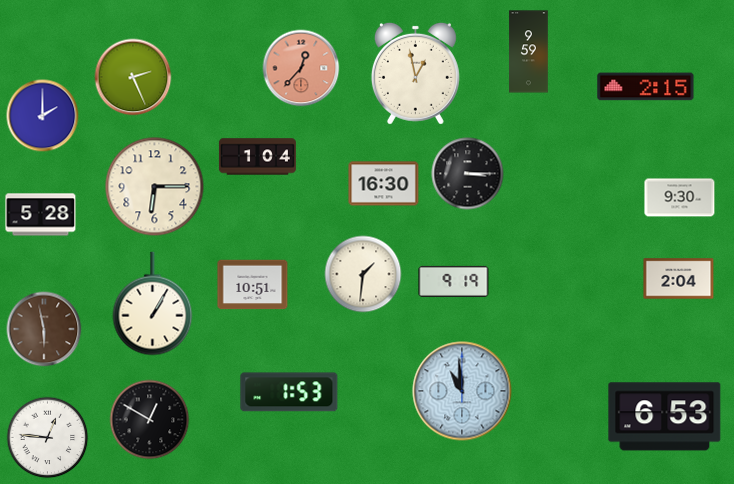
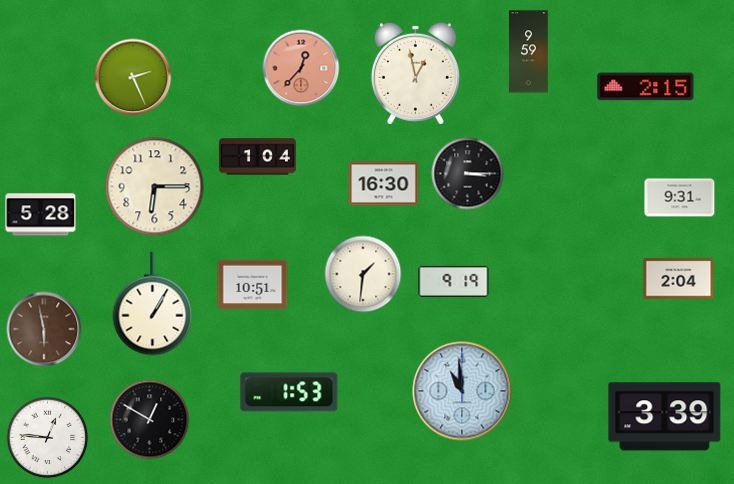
clock at (43, 116): 2:00 -> none
clock at (680, 198): 9:30 -> 9:31
clock at (665, 417): 6:53 -> 3:39
